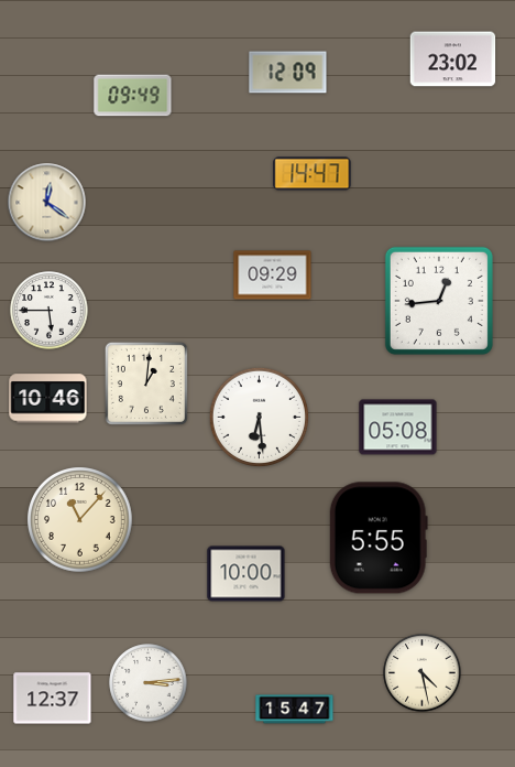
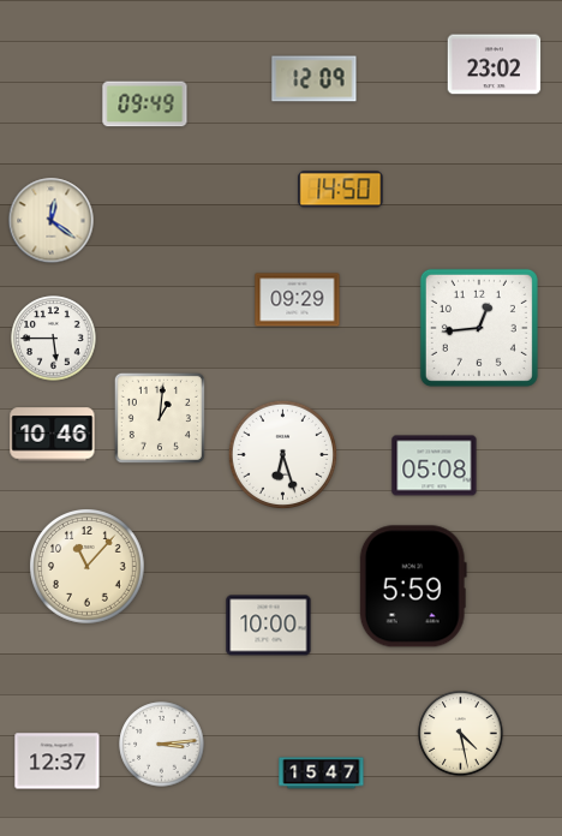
clock at (313, 174): 14:47 -> 14:50
clock at (259, 417): 6:29 -> 6:27
clock at (379, 538): 5:55 -> 5:59
